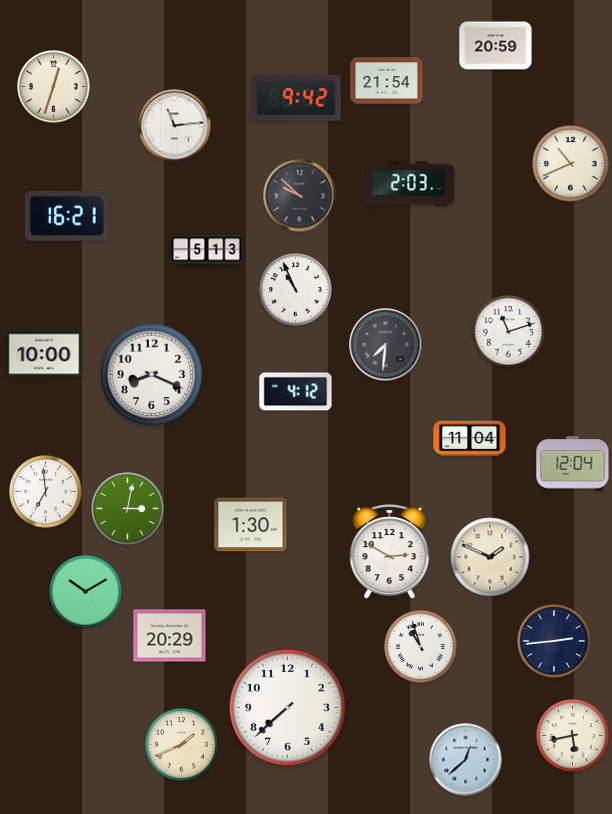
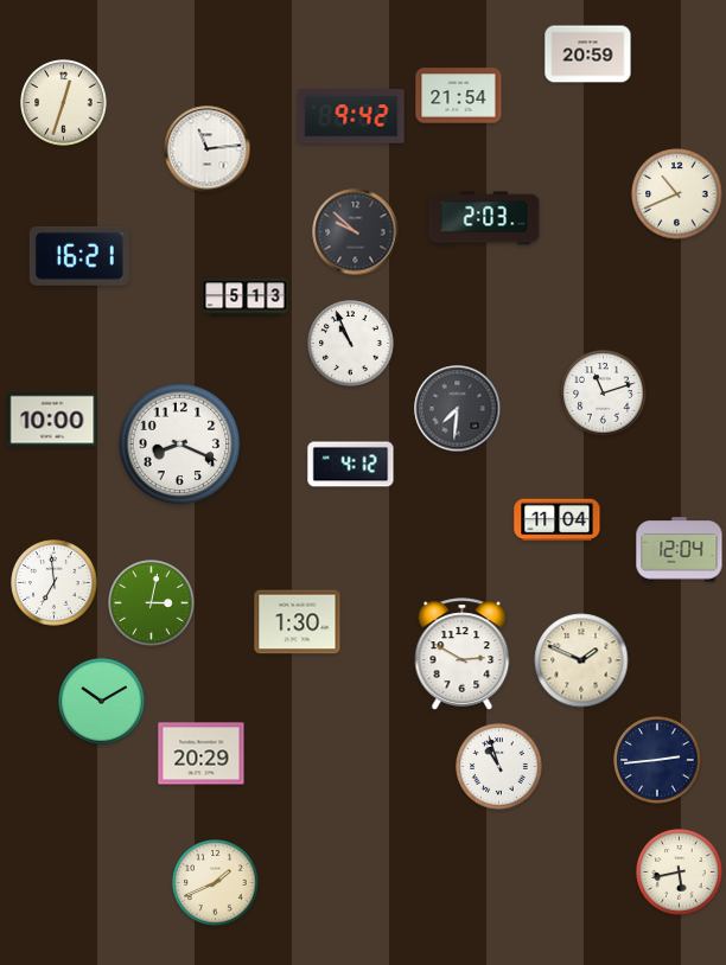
clock at (287, 707): 7:38 -> none
clock at (466, 760): 12:38 -> none
